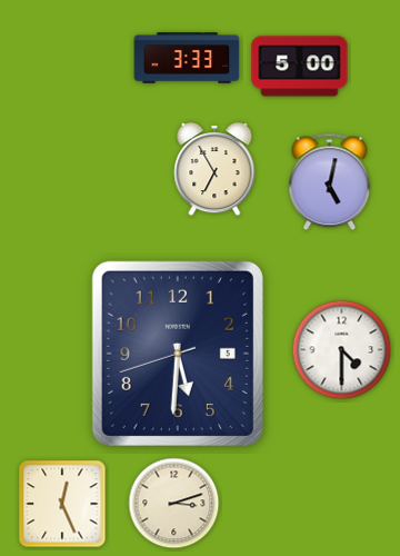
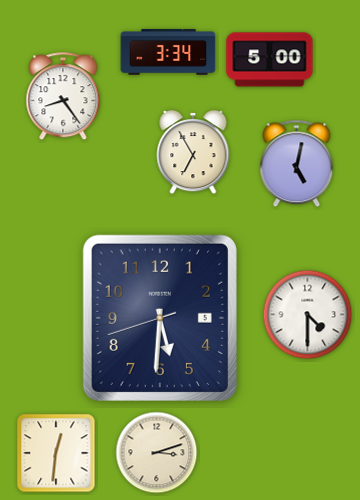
clock at (187, 58): 3:33 -> 3:34
clock at (63, 97): none -> 8:24
clock at (62, 504): 12:26 -> 12:31
